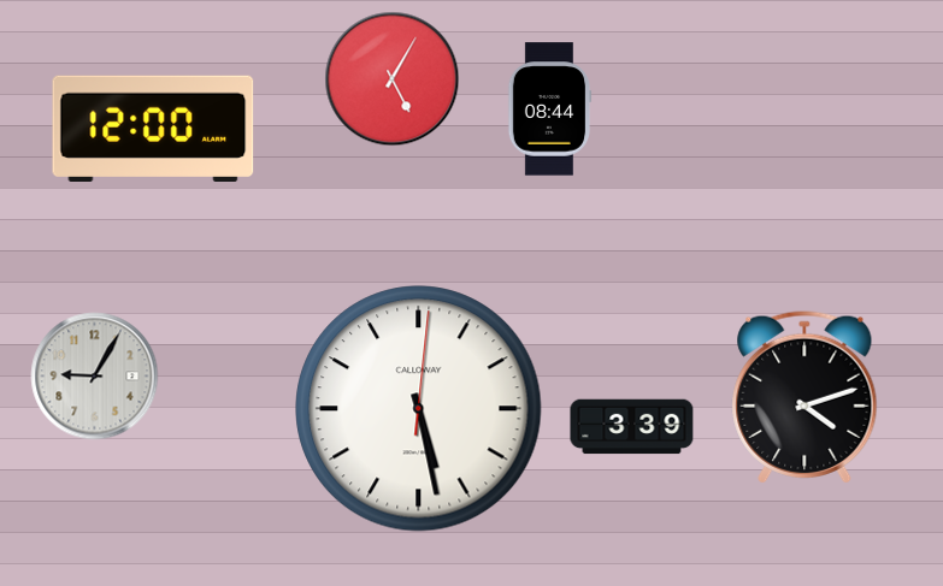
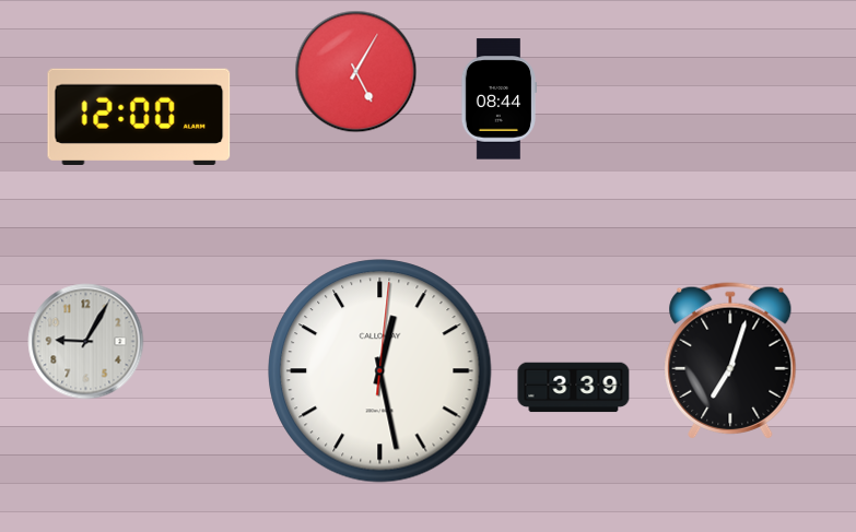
clock at (805, 397): 4:12 -> 7:03
clock at (419, 409): 5:28 -> 12:28
